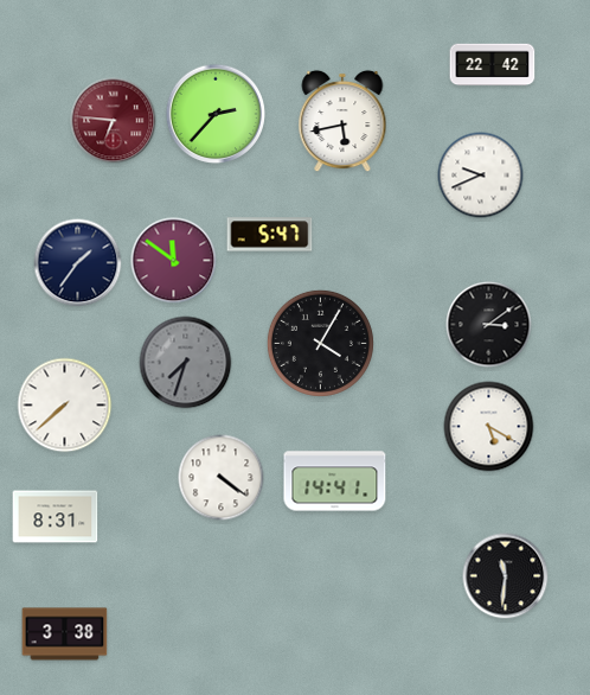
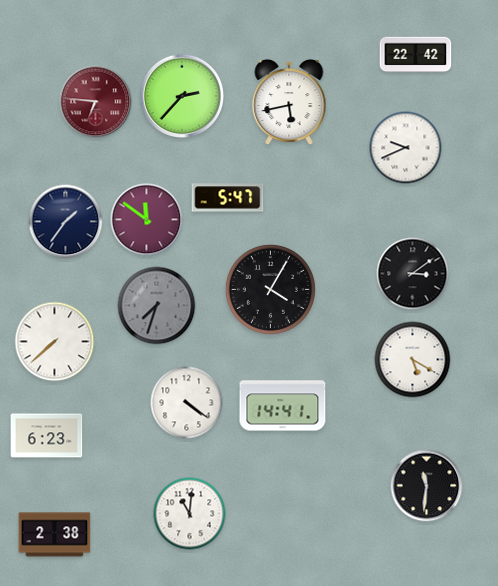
clock at (56, 517): 8:31 -> 6:23
clock at (190, 514): none -> 11:01
clock at (65, 635): 3:38 -> 2:38
